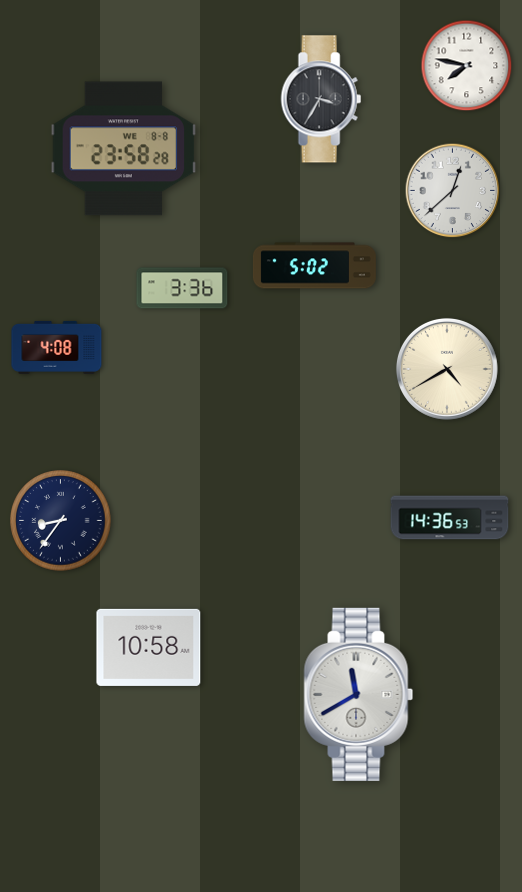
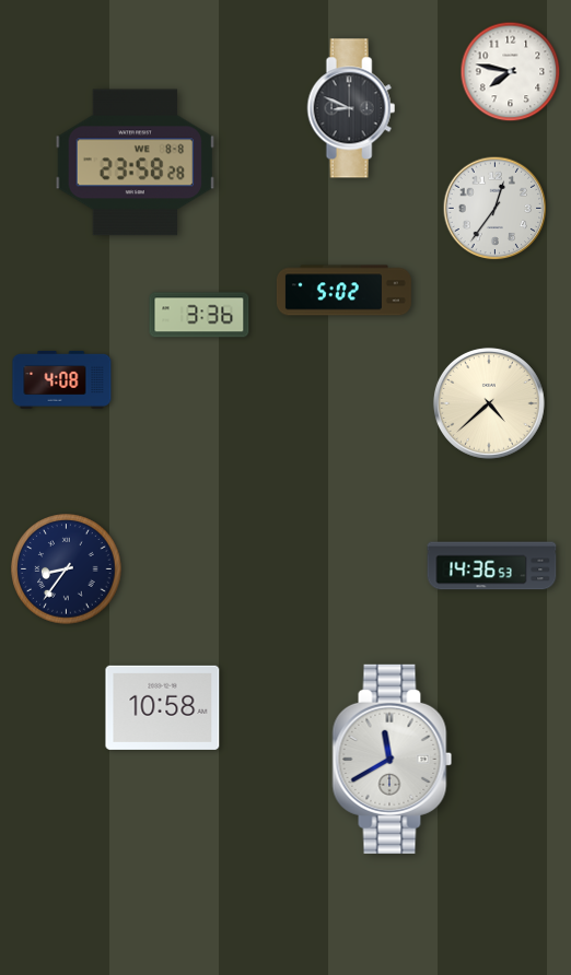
clock at (321, 99): 3:35 -> 8:49
clock at (453, 191): 12:38 -> 12:36
clock at (447, 369): 4:40 -> 4:38
